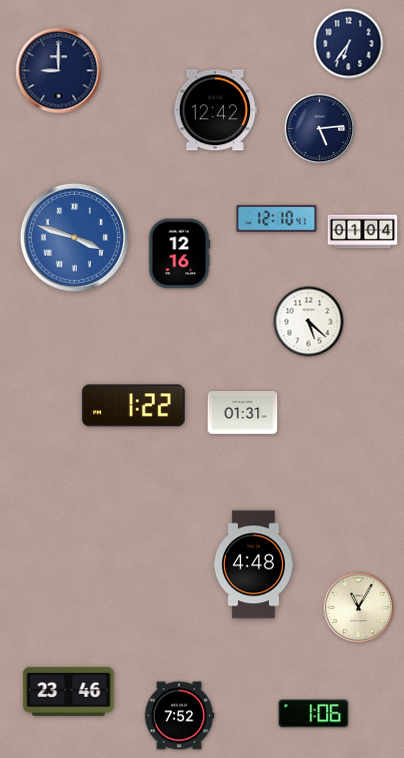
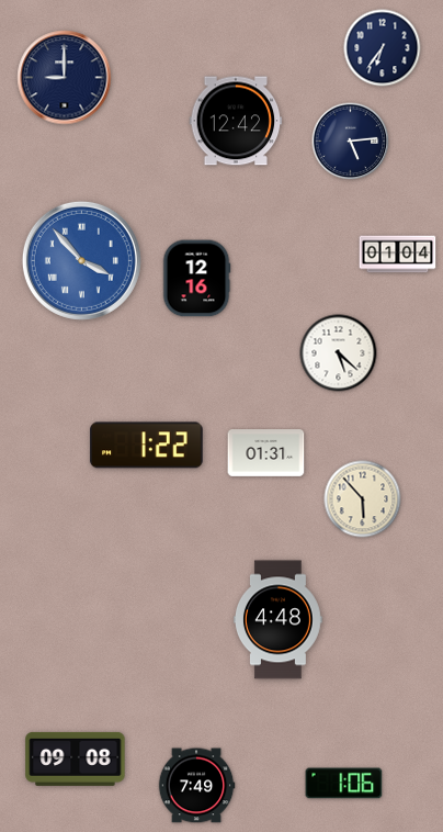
clock at (277, 218): 12:10 -> none
clock at (74, 237): 3:48 -> 3:53
clock at (363, 499): none -> 5:53
clock at (359, 608): 11:05 -> none
clock at (69, 691): 23:46 -> 09:08
clock at (179, 716): 7:52 -> 7:49
